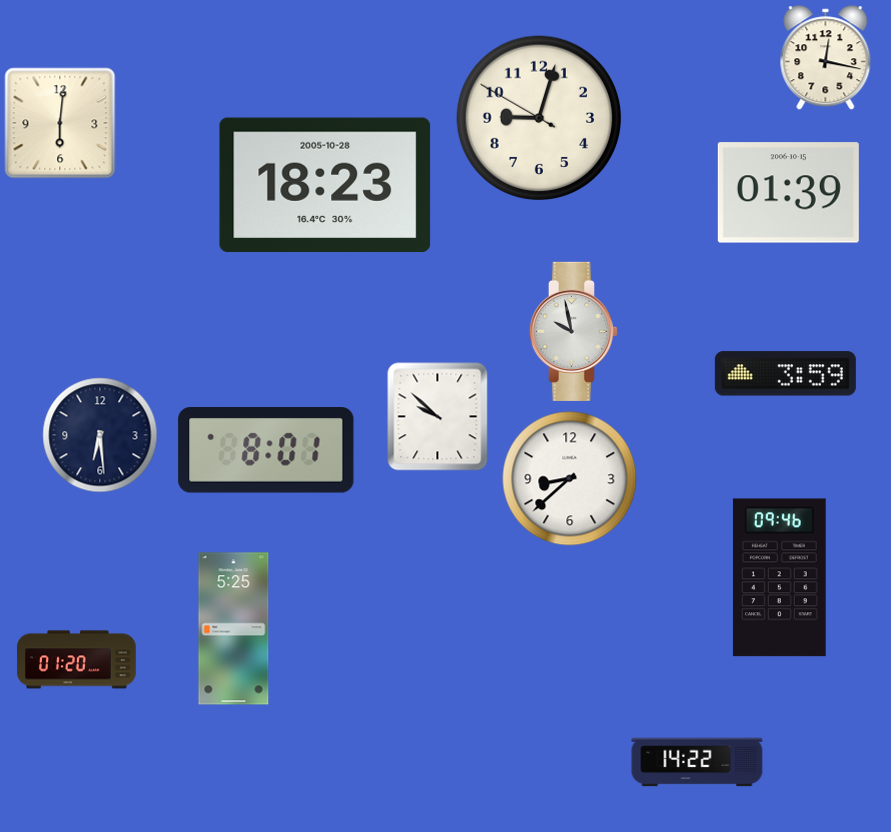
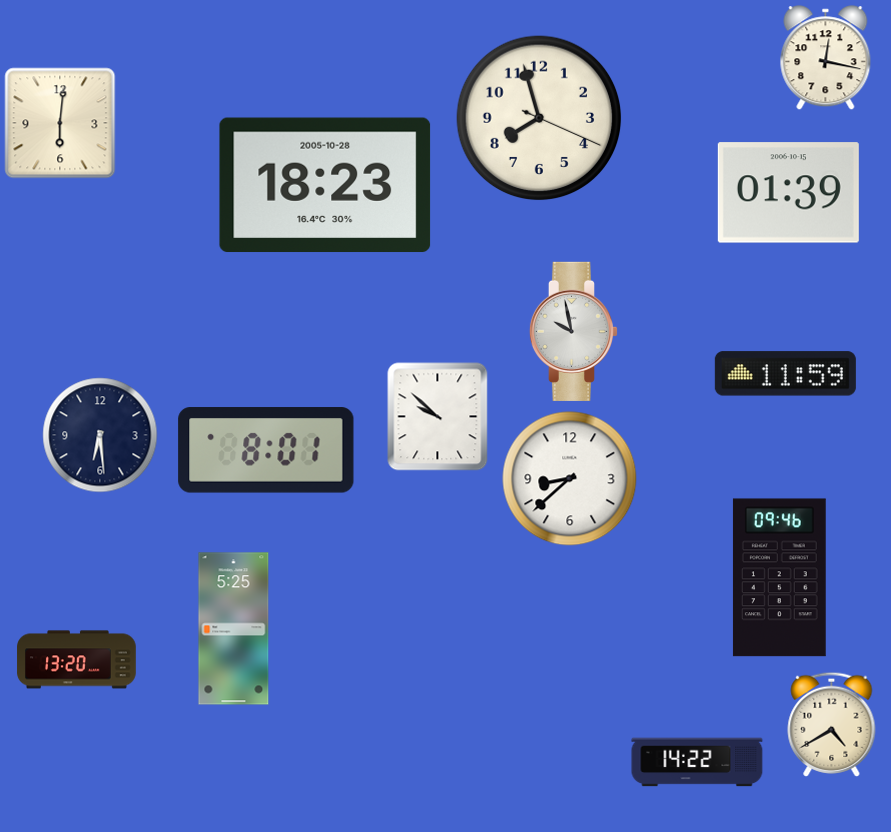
clock at (539, 118): 9:02 -> 7:57
clock at (785, 374): 3:59 -> 11:59
clock at (77, 660): 01:20 -> 13:20
clock at (832, 724): none -> 4:40
